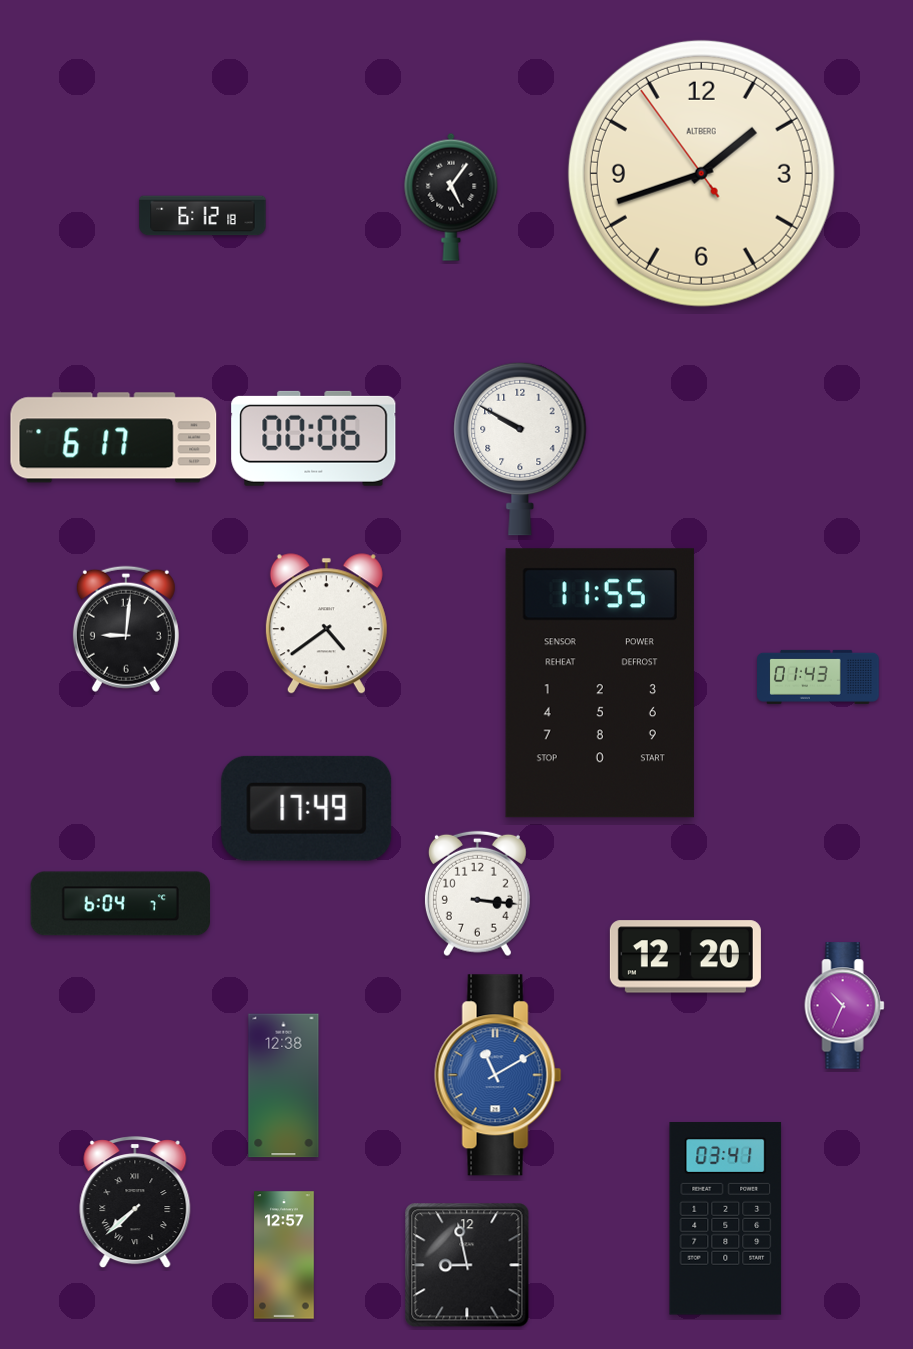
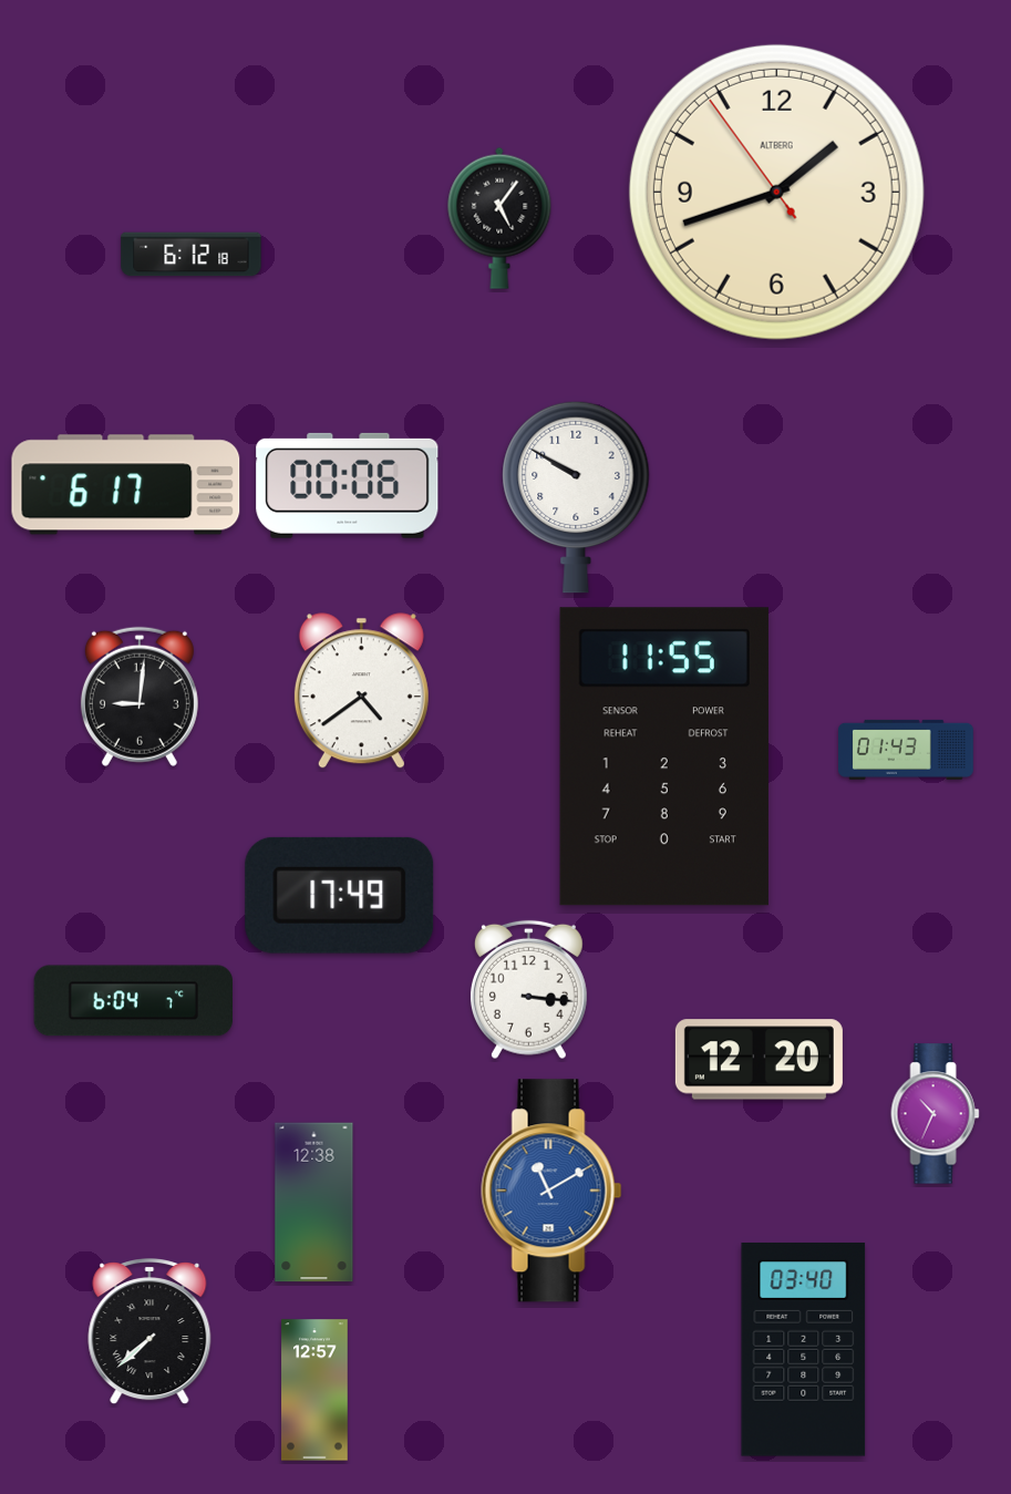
clock at (203, 216) position: (203, 216) -> (192, 255)
clock at (726, 1219): 03:41 -> 03:40
clock at (467, 1265): 8:58 -> none
